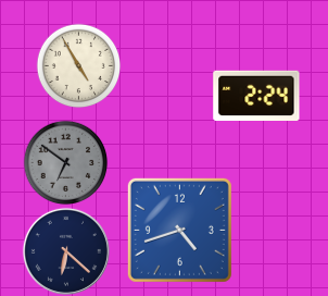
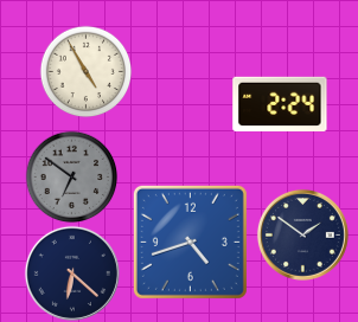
clock at (302, 234): none -> 1:51
clock at (179, 230) position: (179, 230) -> (190, 241)
